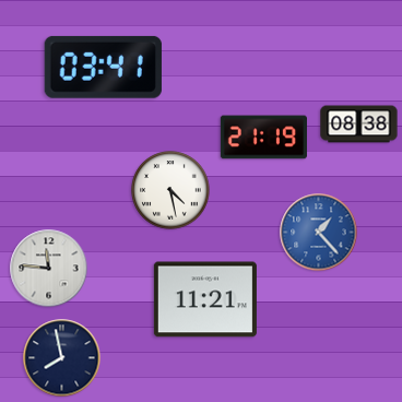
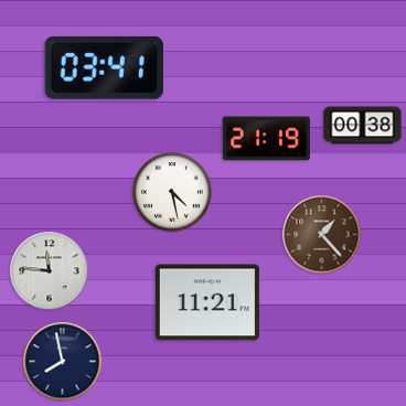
clock at (359, 125): 08:38 -> 00:38
clock at (319, 233) dial: blue -> brown
